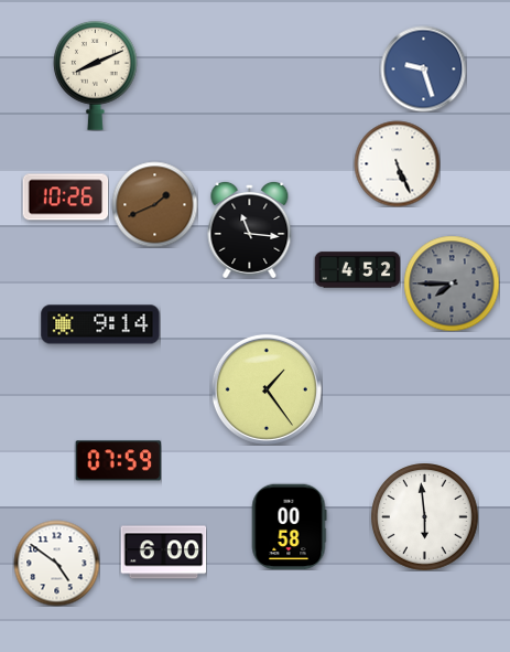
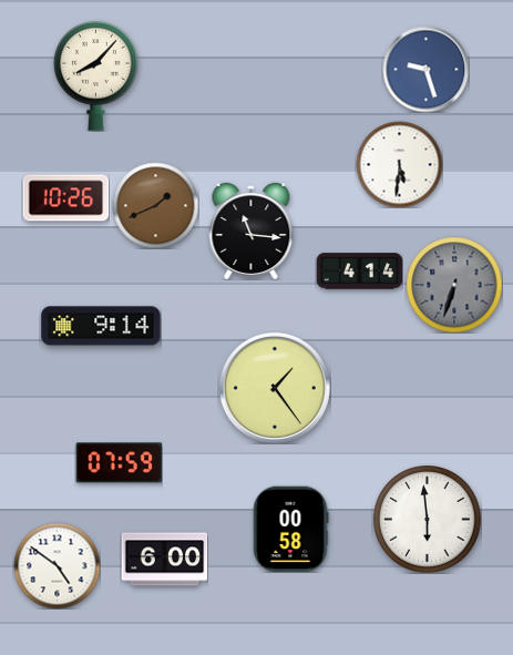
clock at (95, 75): 8:11 -> 8:07
clock at (397, 163): 5:26 -> 5:31
clock at (357, 270): 4:52 -> 4:14
clock at (452, 284): 7:45 -> 6:33
clock at (267, 389) position: (267, 389) -> (275, 388)
clock at (163, 553) position: (163, 553) -> (164, 560)
